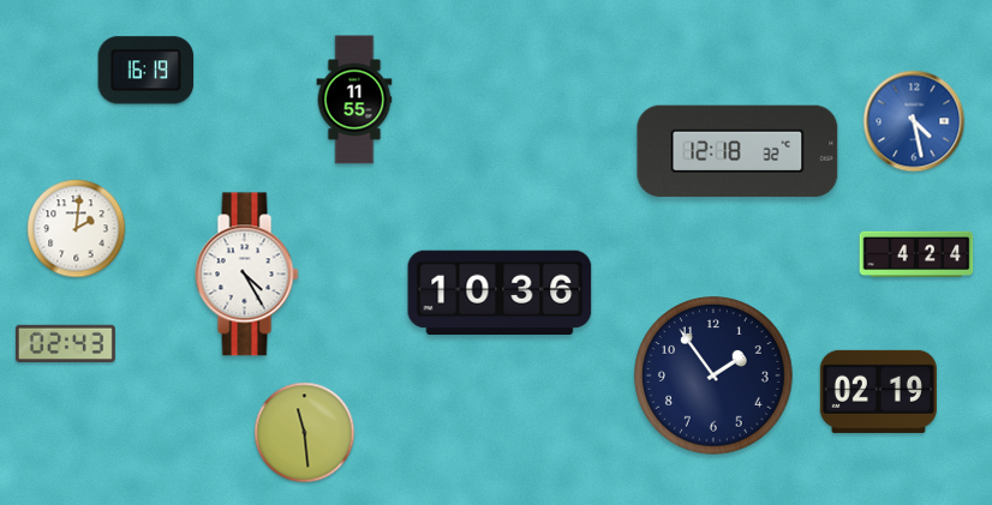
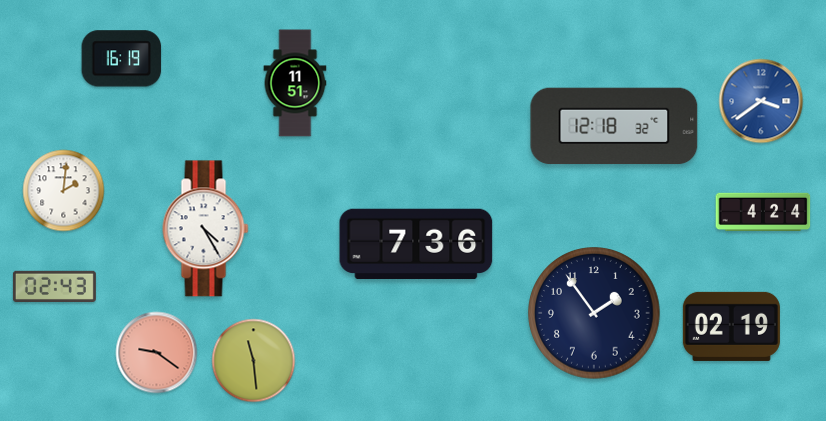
clock at (354, 100): 11:55 -> 11:51
clock at (914, 121): 4:28 -> 3:39
clock at (500, 293): 10:36 -> 7:36
clock at (157, 353): none -> 9:21
